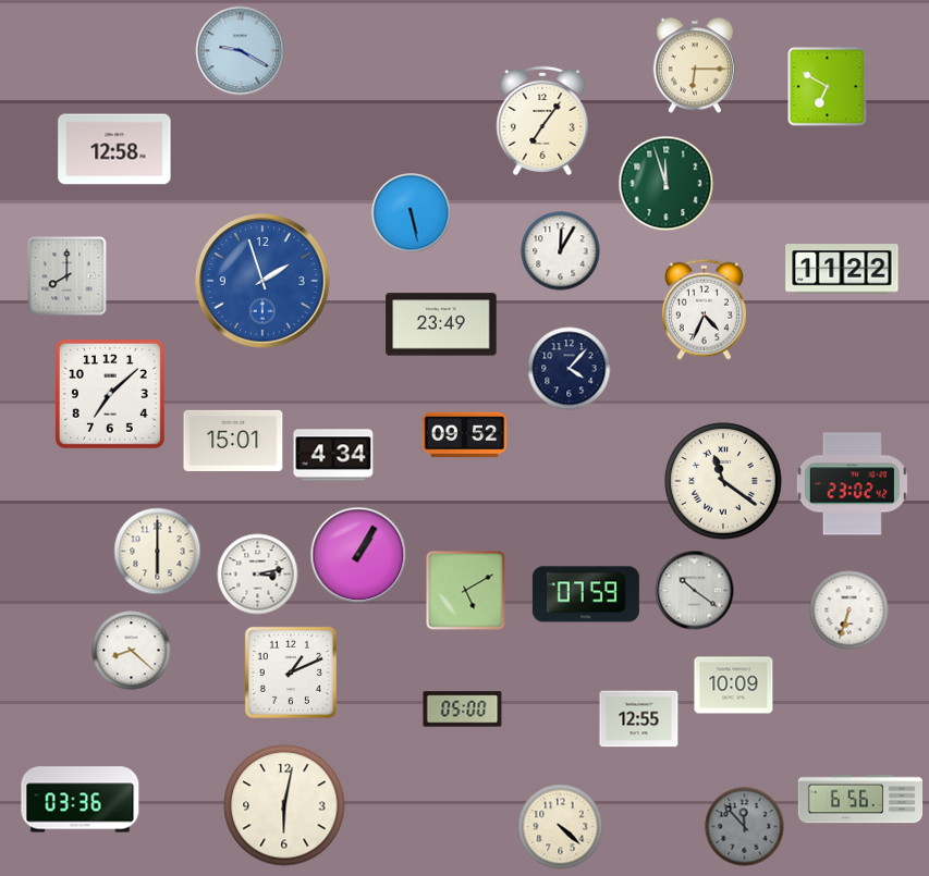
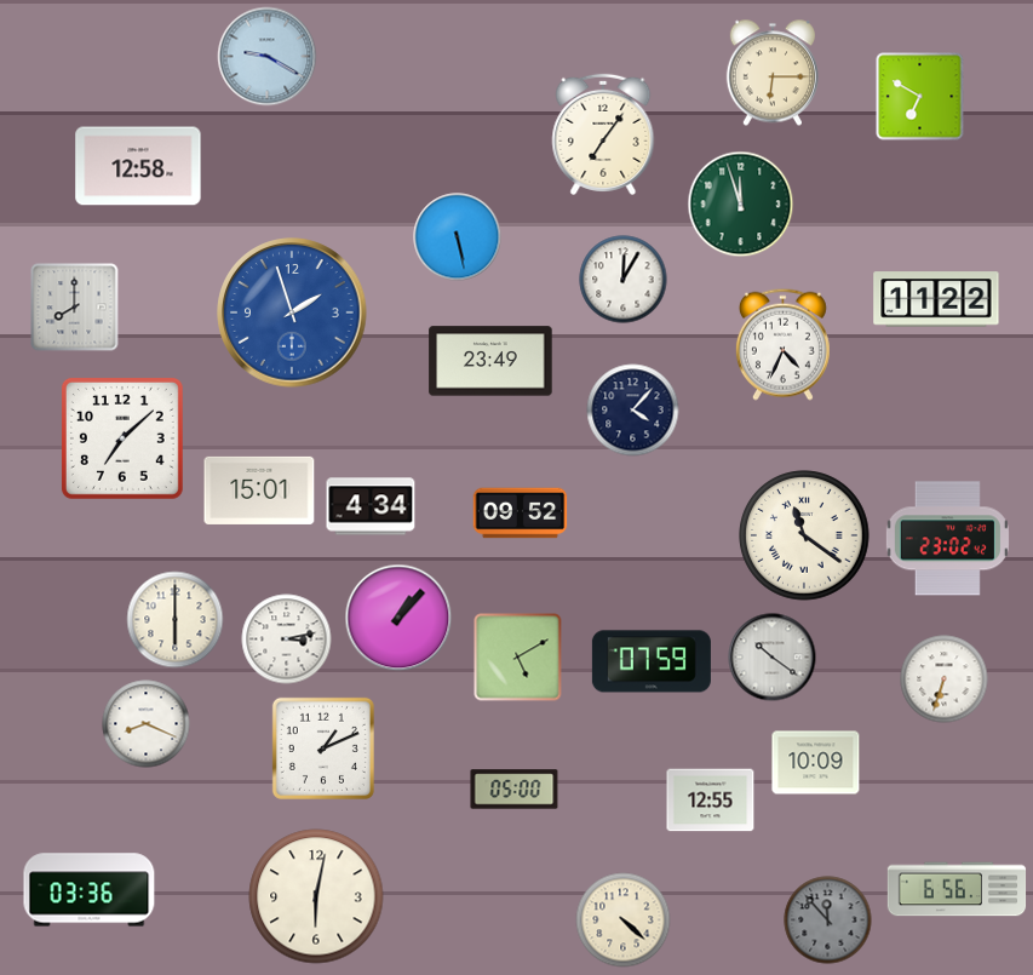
clock at (114, 149) position: (114, 149) -> (138, 166)
clock at (465, 435) position: (465, 435) -> (521, 514)
clock at (158, 552) position: (158, 552) -> (176, 620)
clock at (358, 555): 1:05 -> 1:07
clock at (132, 651): 8:22 -> 8:19
